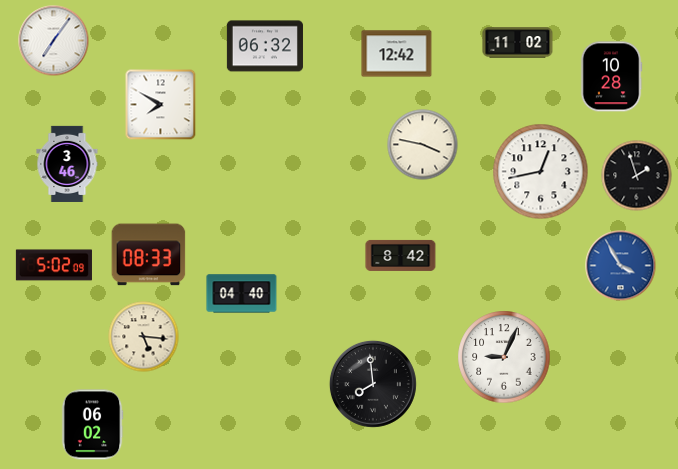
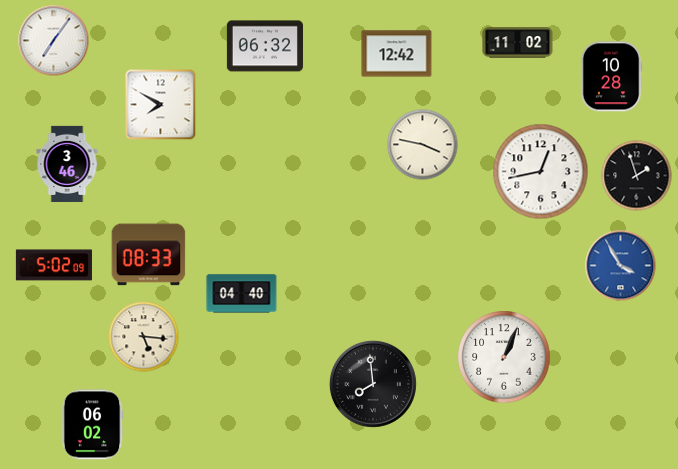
clock at (401, 255): 8:42 -> none
clock at (504, 357): 9:04 -> 1:04
